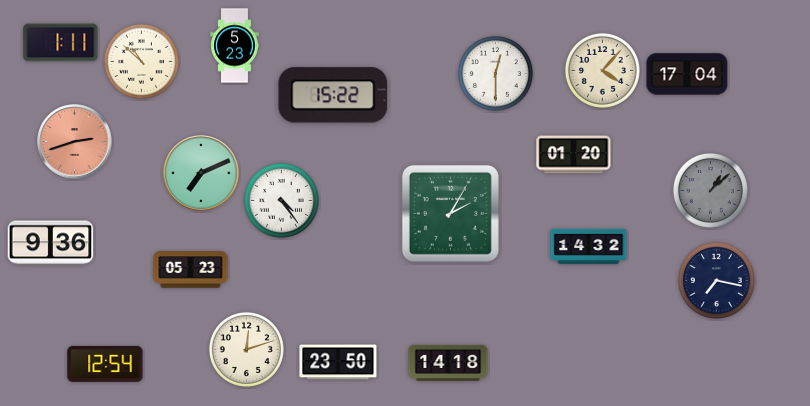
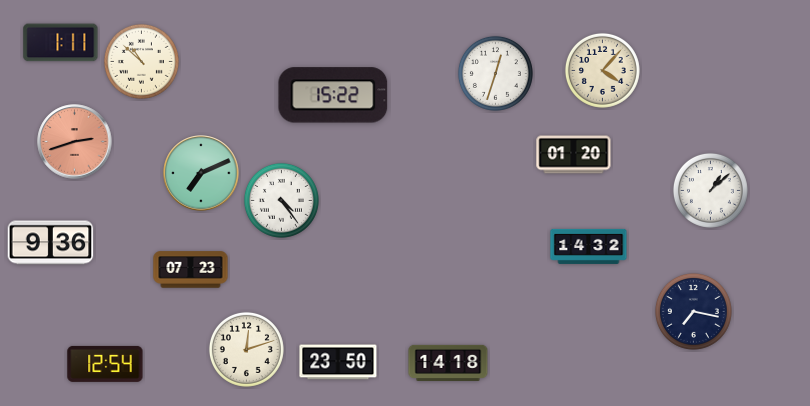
clock at (235, 46): 5:23 -> none
clock at (495, 73): 12:30 -> 12:33
clock at (687, 74): 17:04 -> none
clock at (710, 190) dial: grey -> white
clock at (450, 213): 2:05 -> none
clock at (191, 270): 05:23 -> 07:23
clock at (716, 280) position: (716, 280) -> (693, 311)
